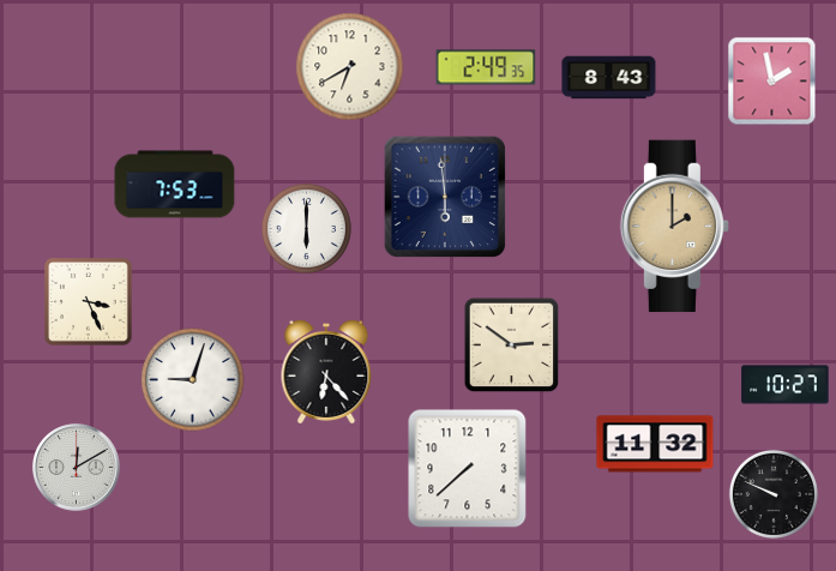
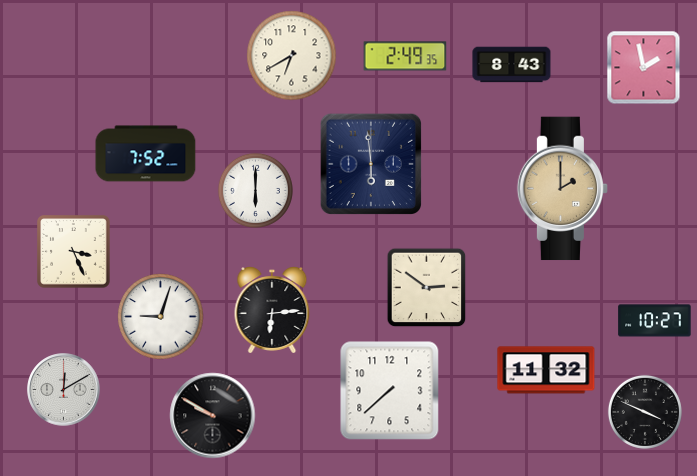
clock at (609, 78) position: (609, 78) -> (512, 65)
clock at (175, 185): 7:53 -> 7:52
clock at (326, 372): 6:23 -> 6:14
clock at (774, 494): 9:49 -> 3:49
clock at (213, 416): none -> 9:50
